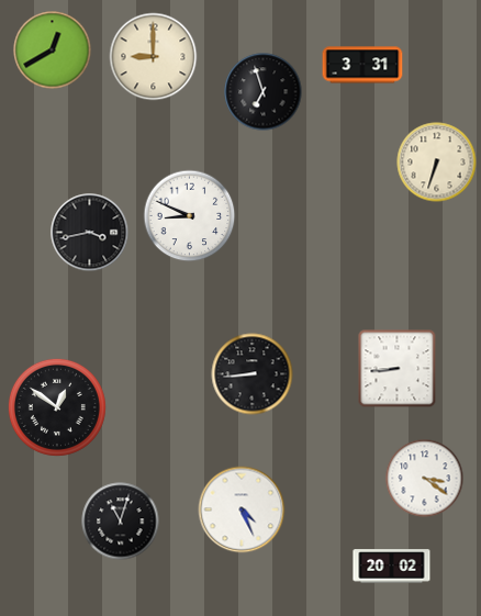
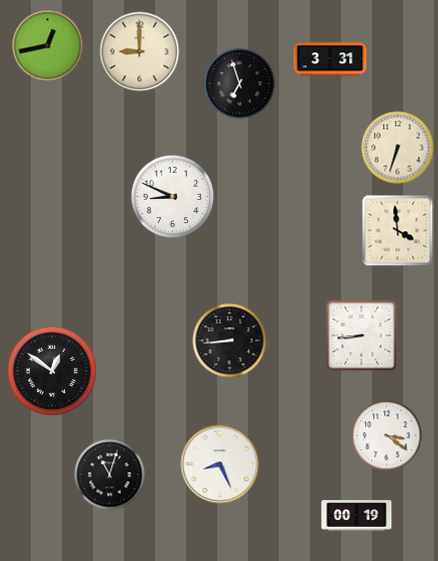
clock at (53, 51): 12:40 -> 12:43
clock at (90, 233): 3:43 -> none
clock at (398, 231): none -> 3:59
clock at (242, 509): 4:26 -> 8:26
clock at (392, 567): 20:02 -> 00:19
